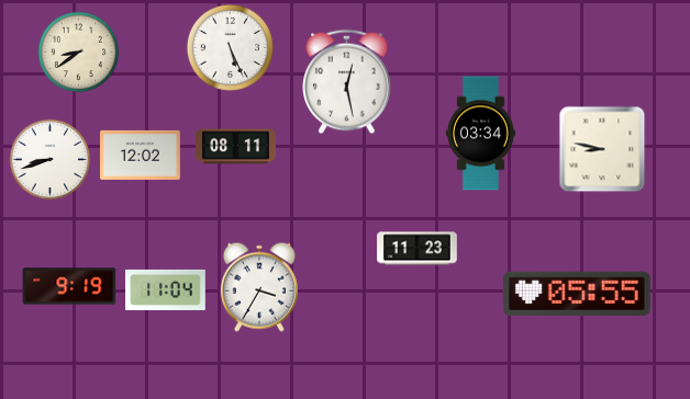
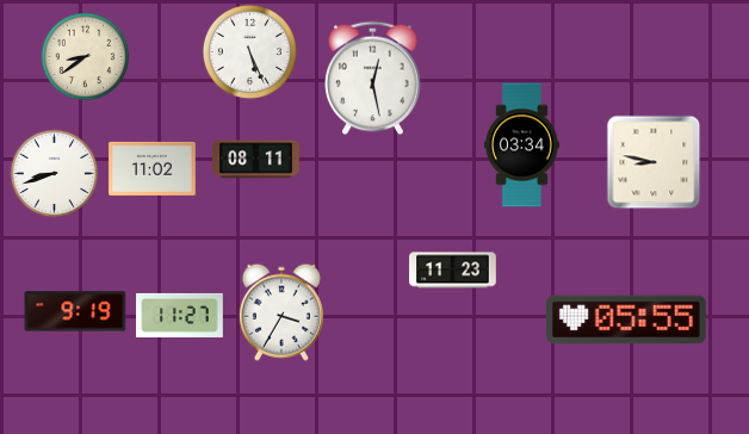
clock at (347, 82) position: (347, 82) -> (373, 79)
clock at (141, 155): 12:02 -> 11:02
clock at (166, 289): 11:04 -> 11:27
